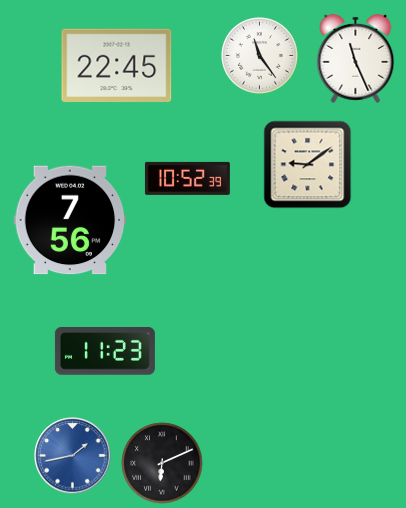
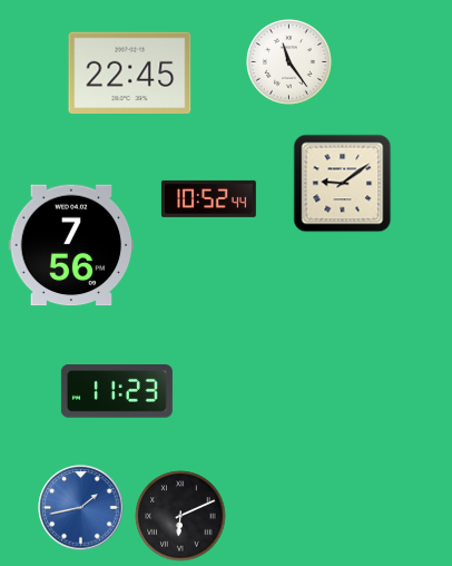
clock at (356, 58): 11:26 -> none
clock at (187, 178): 10:52:39 -> 10:52:44
clock at (70, 220) position: (70, 220) -> (71, 245)
